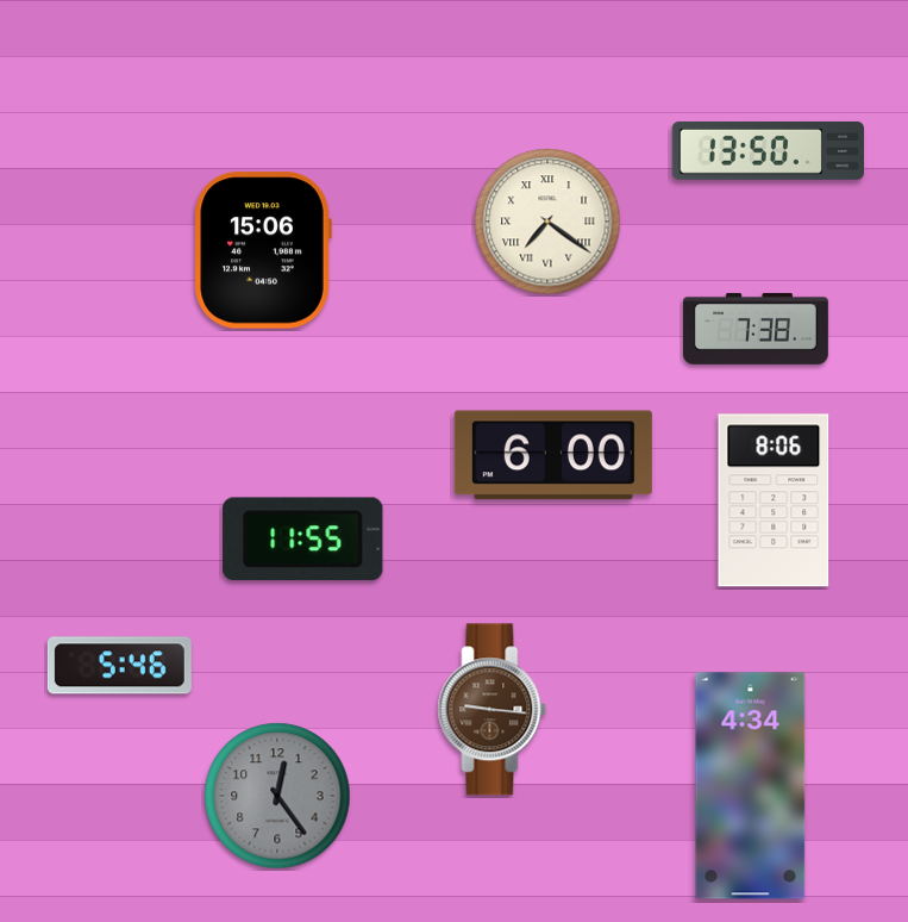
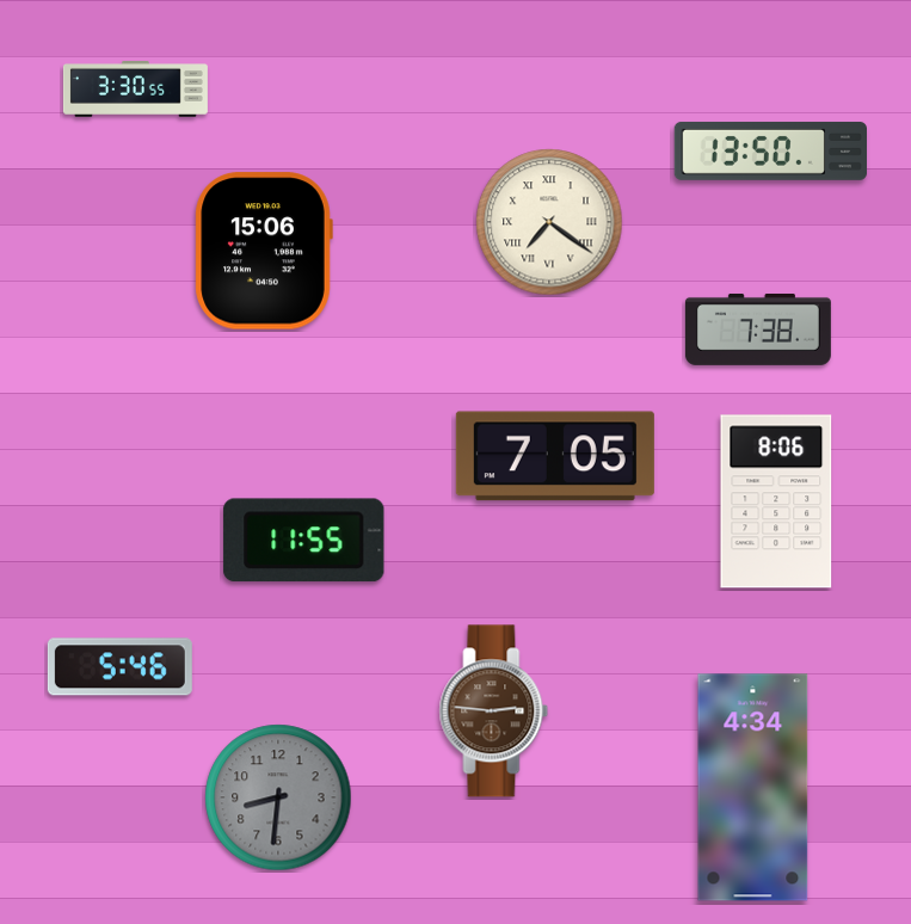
clock at (135, 90): none -> 3:30
clock at (553, 455): 6:00 -> 7:05
clock at (493, 710): 9:16 -> 2:46
clock at (277, 796): 12:24 -> 8:31
